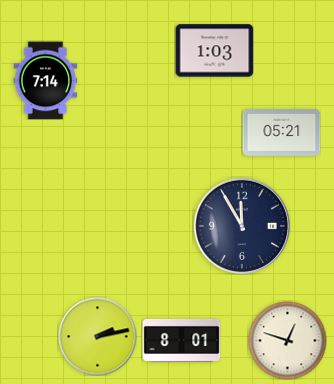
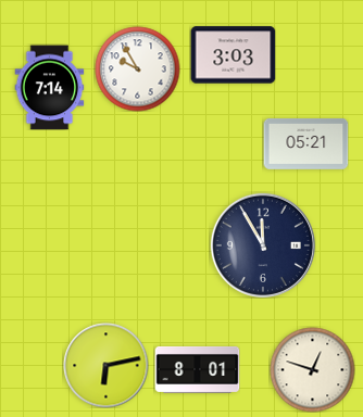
clock at (214, 51): 1:03 -> 3:03
clock at (137, 68): none -> 9:55
clock at (97, 336): 2:13 -> 6:13
